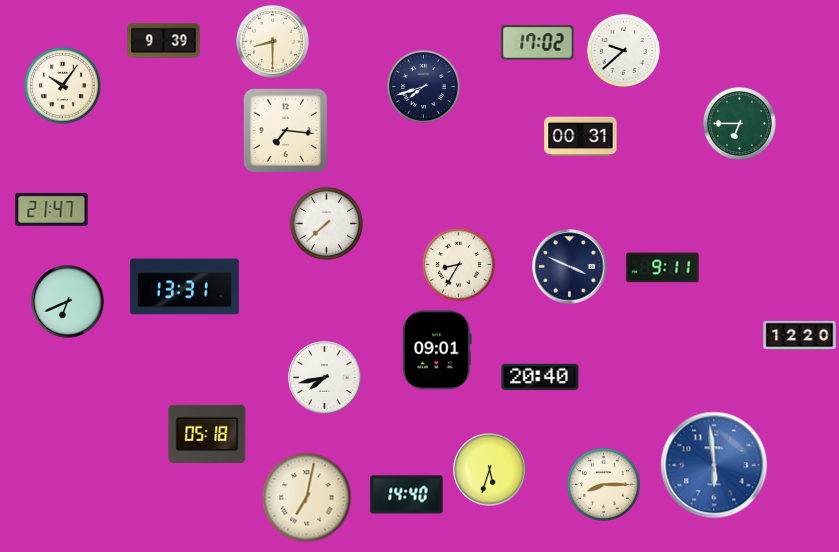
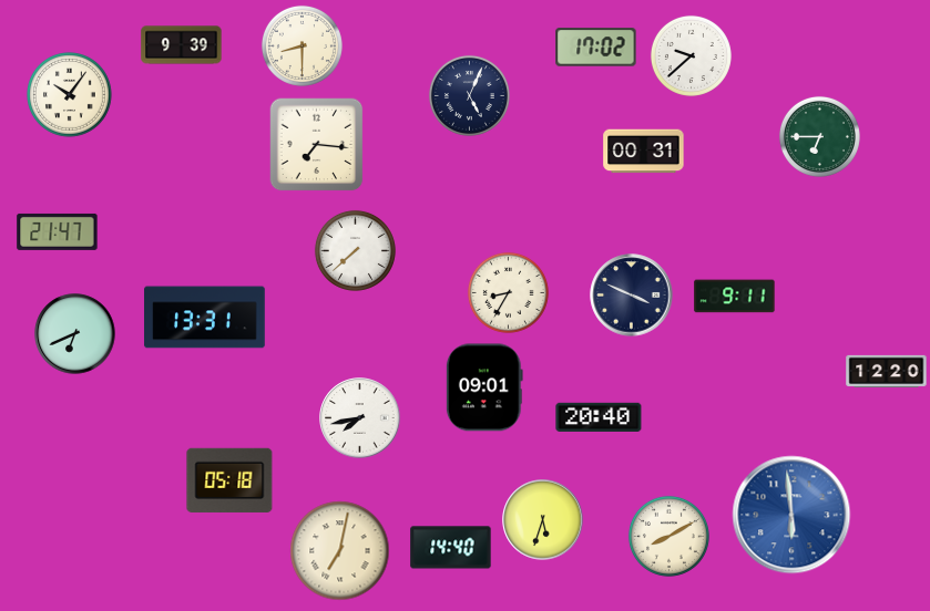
clock at (423, 86): 7:42 -> 5:04
clock at (326, 223) position: (326, 223) -> (355, 250)
clock at (603, 484): 8:15 -> 8:10
